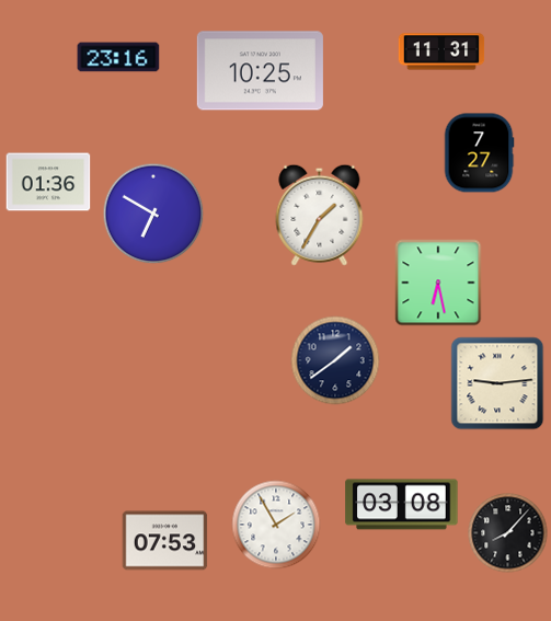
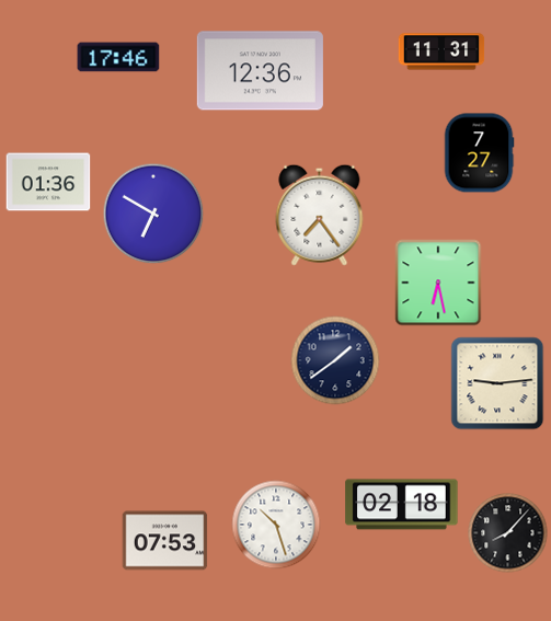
clock at (118, 57): 23:16 -> 17:46
clock at (260, 71): 10:25 -> 12:36
clock at (320, 215): 1:35 -> 7:24
clock at (402, 505): 03:08 -> 02:18
clock at (276, 525): 1:55 -> 10:27
